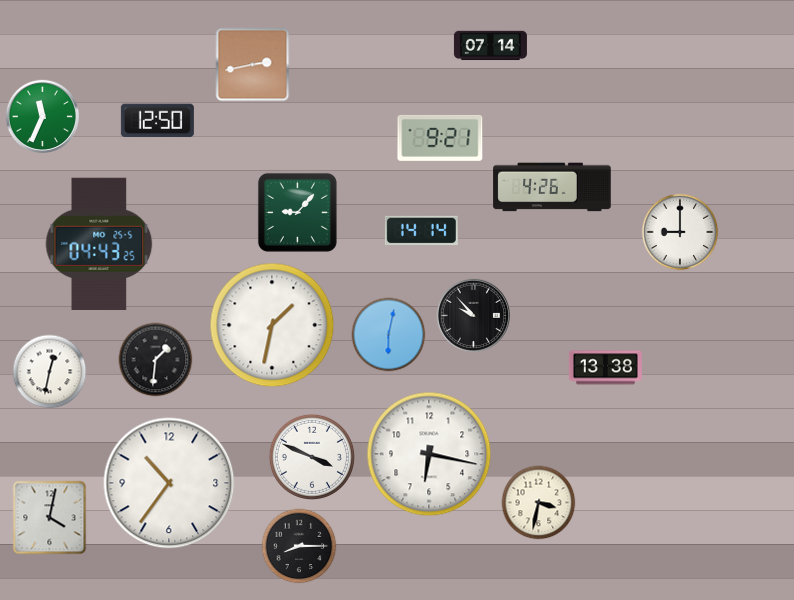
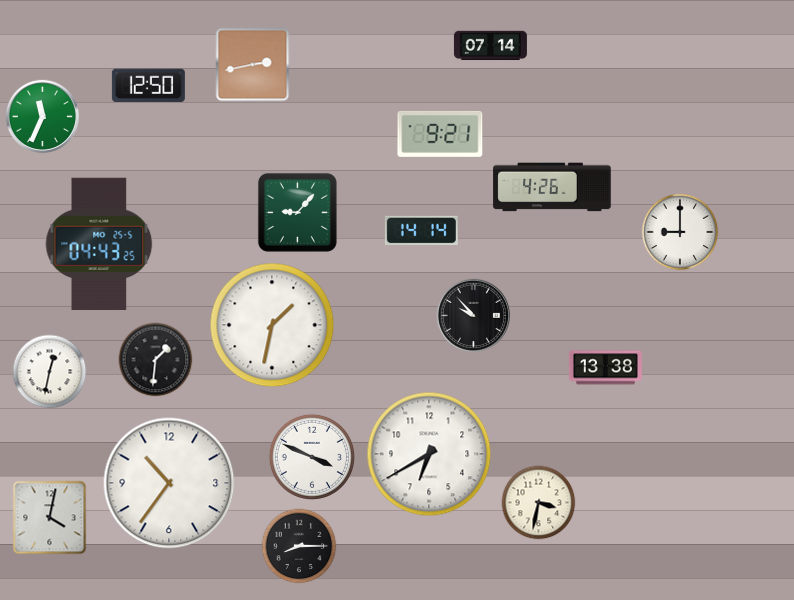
clock at (157, 121) position: (157, 121) -> (148, 86)
clock at (440, 138) position: (440, 138) -> (440, 134)
clock at (389, 335): 6:02 -> none
clock at (429, 454): 6:17 -> 6:40
